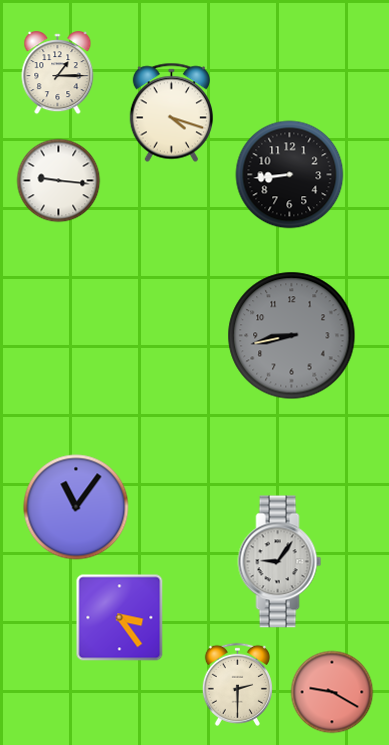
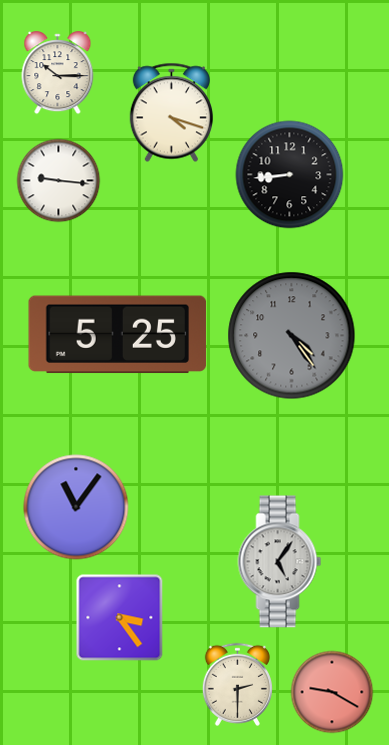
clock at (58, 73): 1:15 -> 10:15
clock at (118, 335): none -> 5:25
clock at (292, 336): 8:43 -> 4:24
clock at (280, 562): 9:06 -> 5:06
